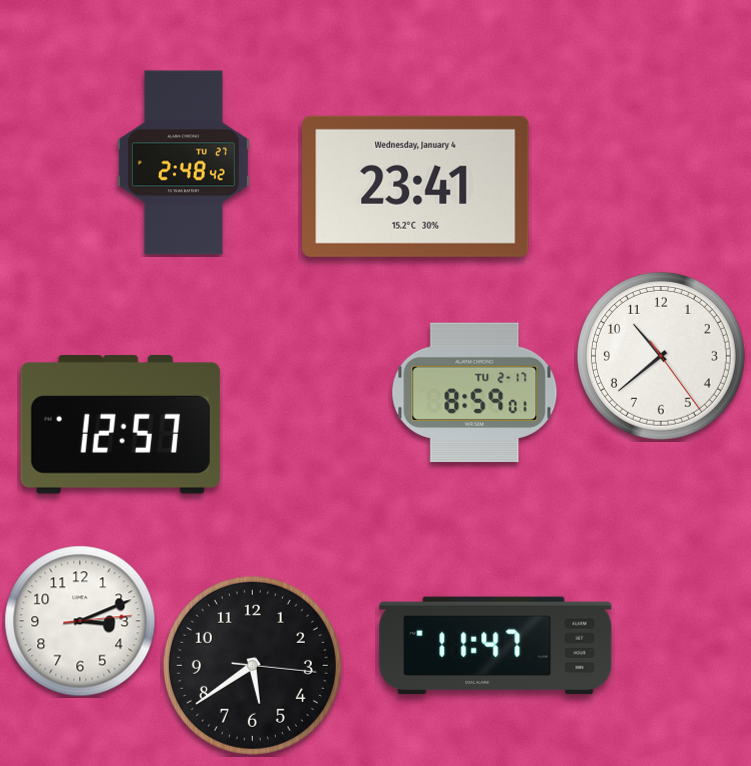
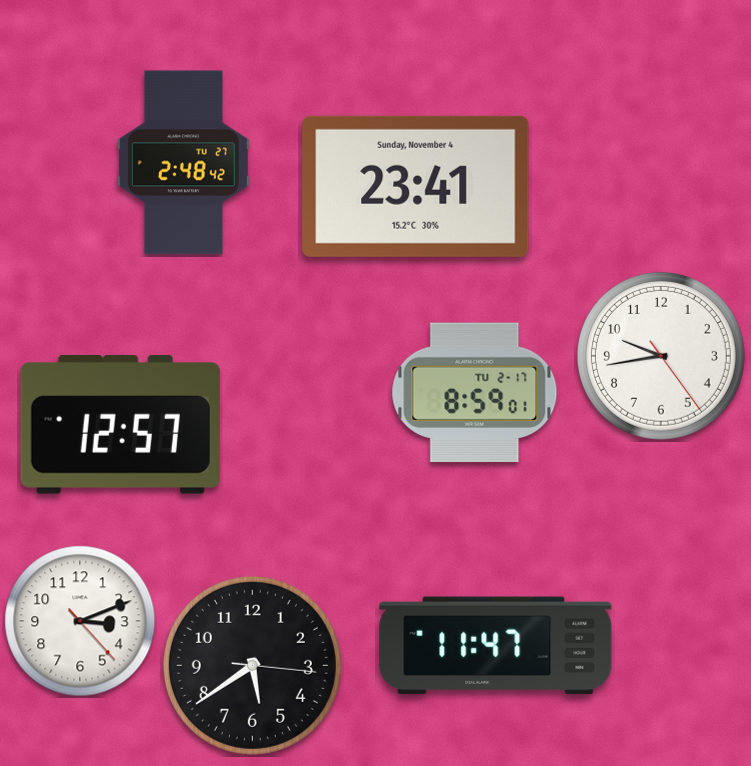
clock at (416, 186) date: Wednesday, January 4 -> Sunday, November 4
clock at (661, 356): 10:38 -> 9:43
clock at (80, 621): 3:11:14 -> 3:11:23
